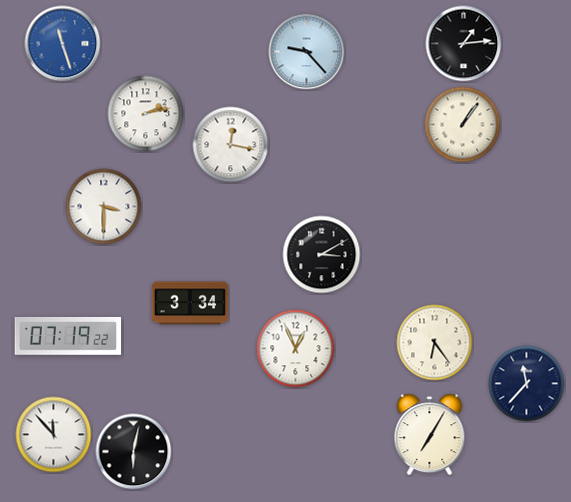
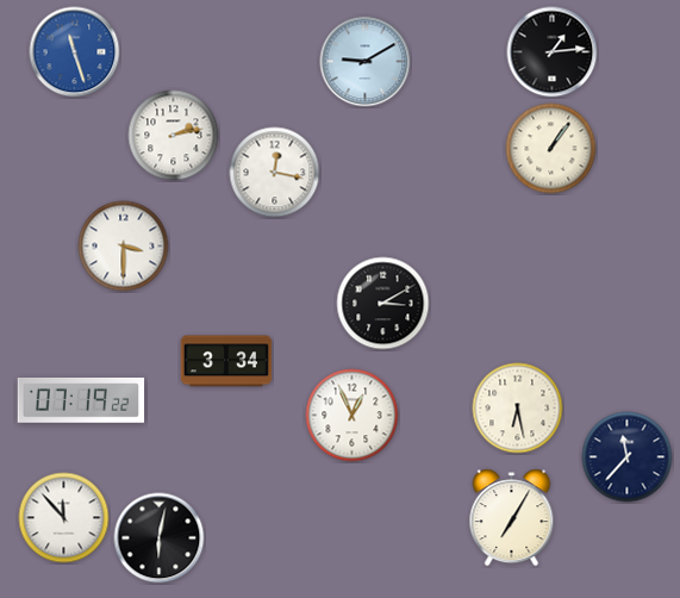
clock at (307, 52): 9:23 -> 9:10
clock at (435, 343): 6:24 -> 6:28
